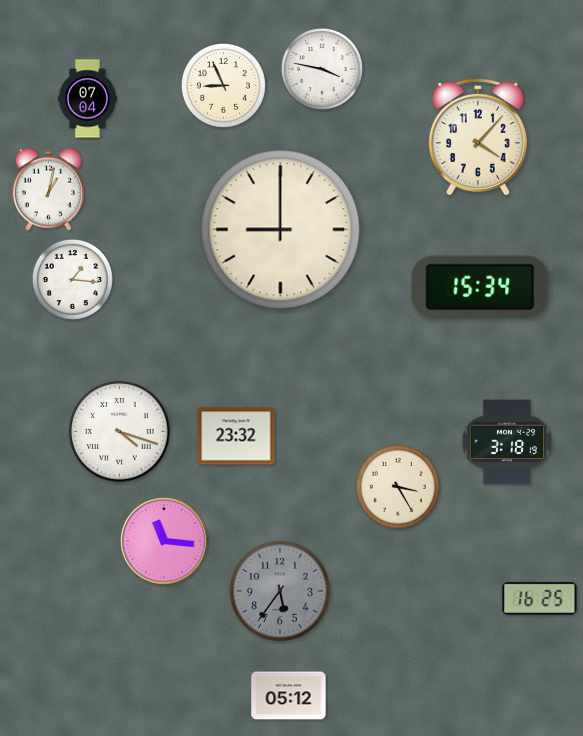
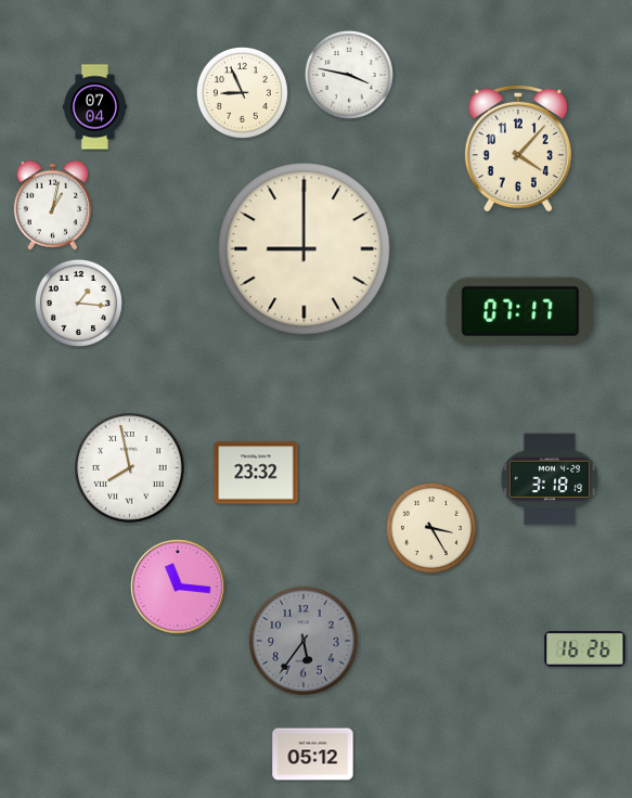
clock at (480, 287): 15:34 -> 07:17
clock at (120, 432): 4:18 -> 7:58
clock at (540, 598): 16:25 -> 16:26
